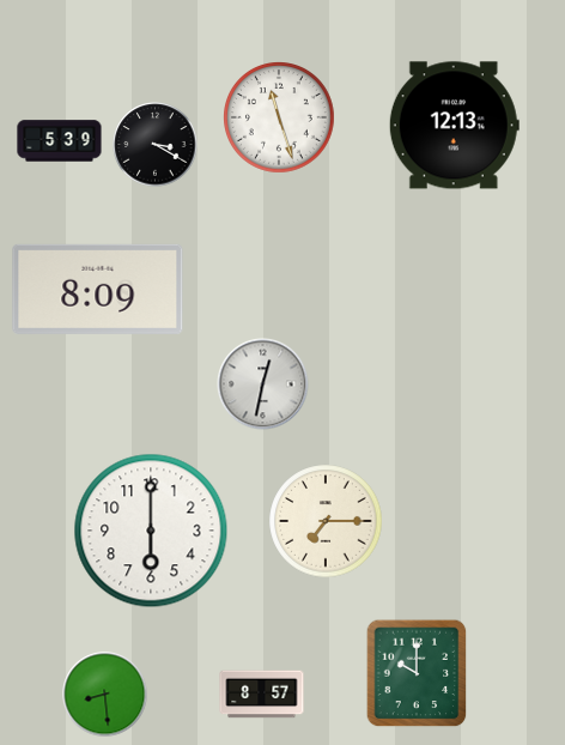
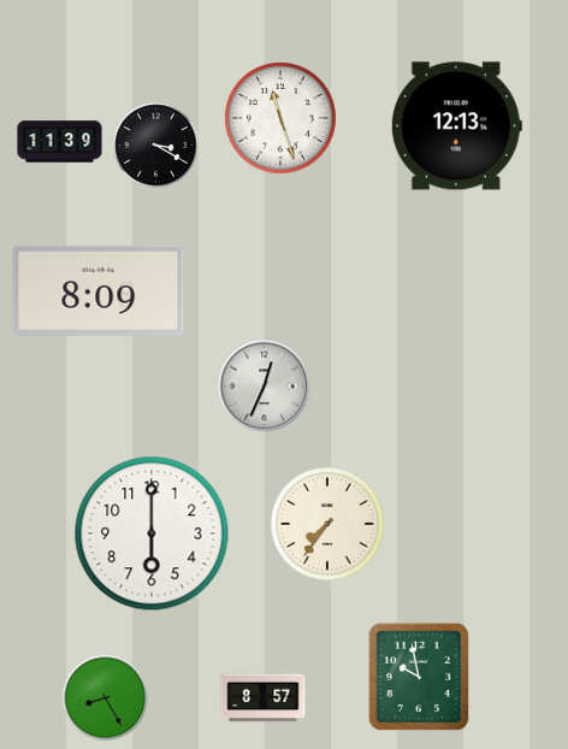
clock at (60, 141): 5:39 -> 11:39
clock at (263, 384): 12:32 -> 12:34
clock at (326, 521): 7:15 -> 7:36
clock at (417, 673): 10:00 -> 9:58
clock at (105, 695): 8:29 -> 8:25
